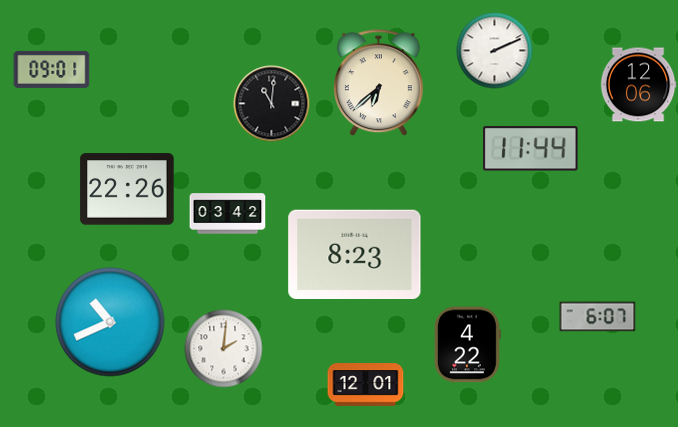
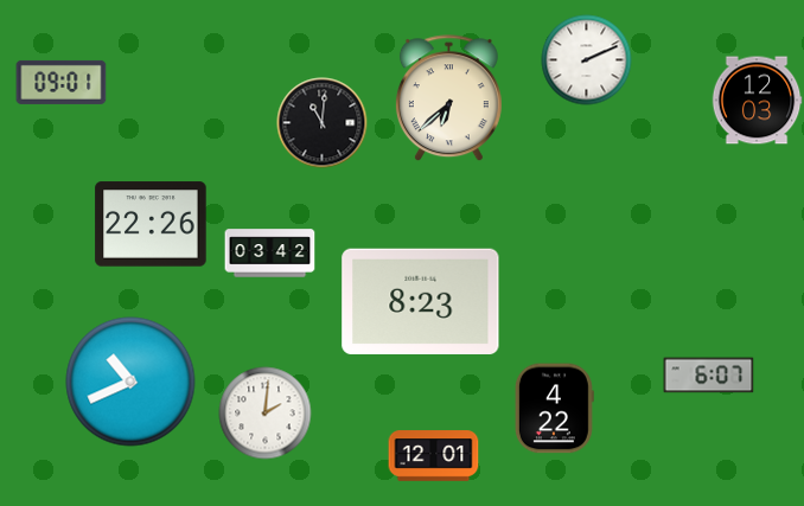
clock at (638, 85): 12:06 -> 12:03
clock at (531, 149): 11:44 -> none
